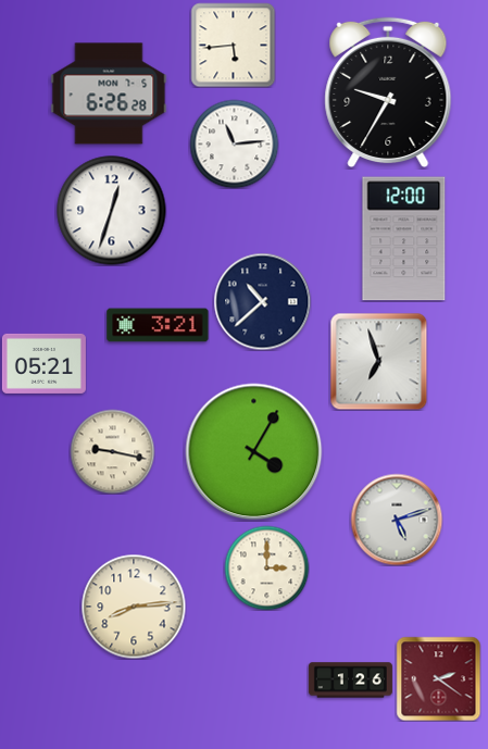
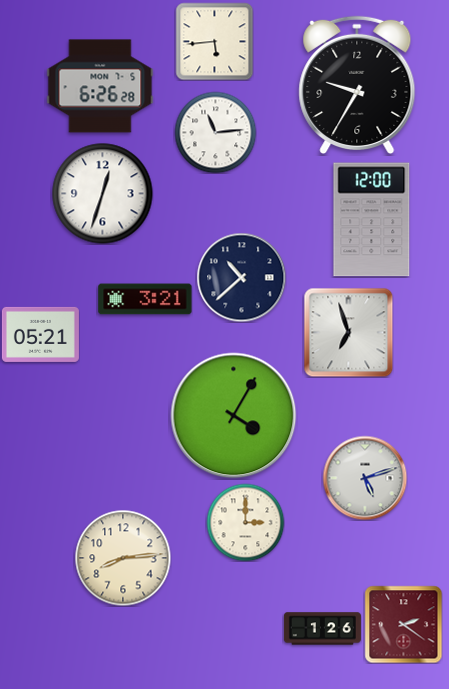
clock at (112, 451): 9:17 -> none
clock at (350, 681) position: (350, 681) -> (322, 629)
